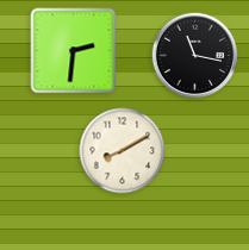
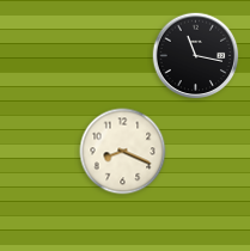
clock at (74, 51): 2:31 -> none
clock at (123, 151): 8:10 -> 8:19
